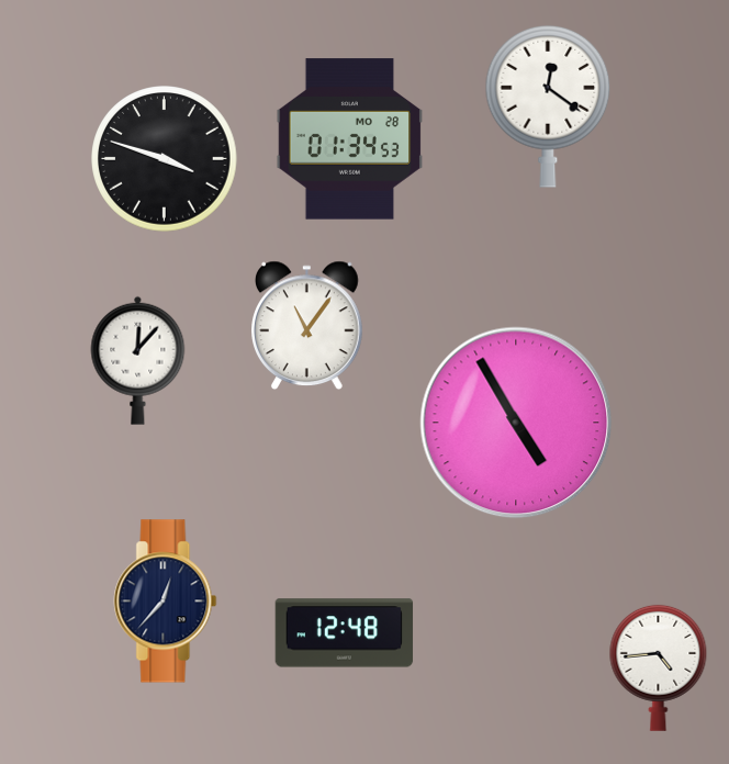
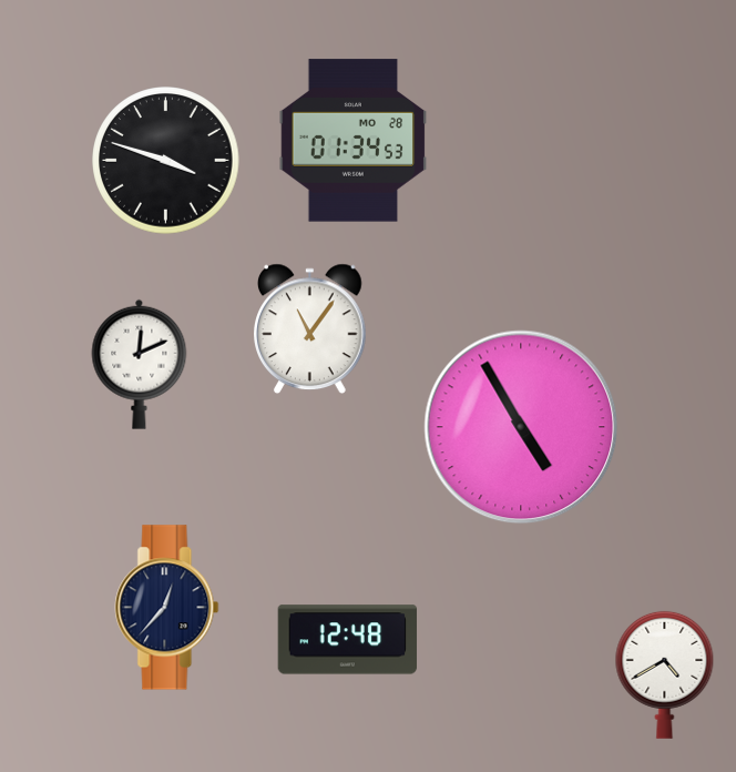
clock at (548, 106): 12:21 -> none
clock at (138, 360): 12:07 -> 12:11
clock at (659, 667): 4:44 -> 4:40
